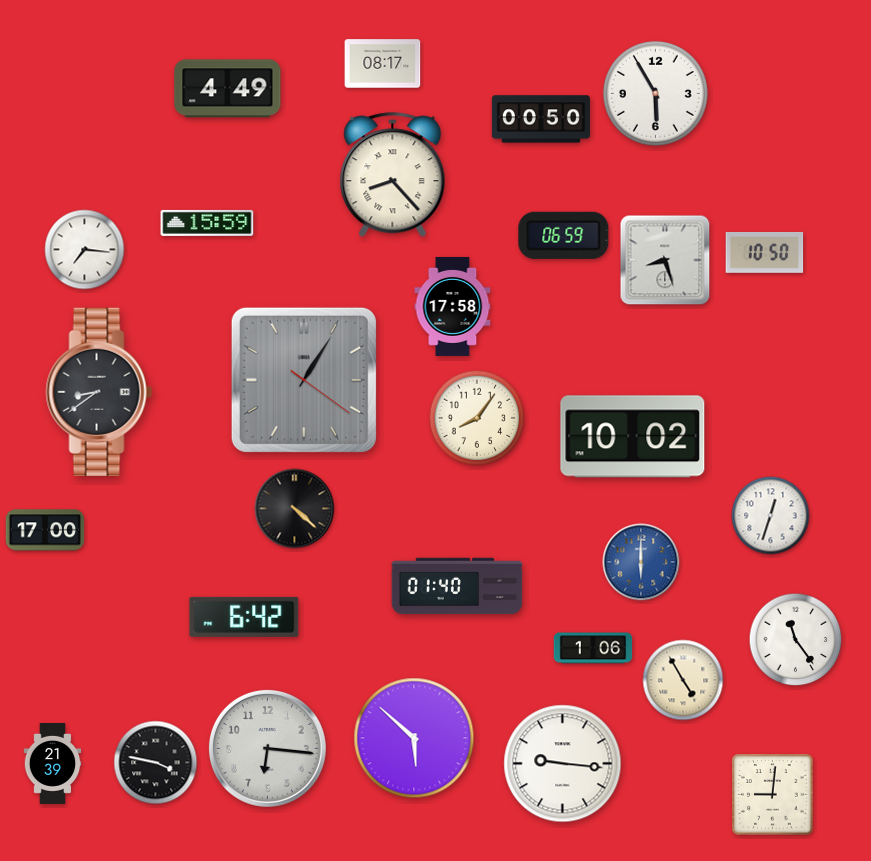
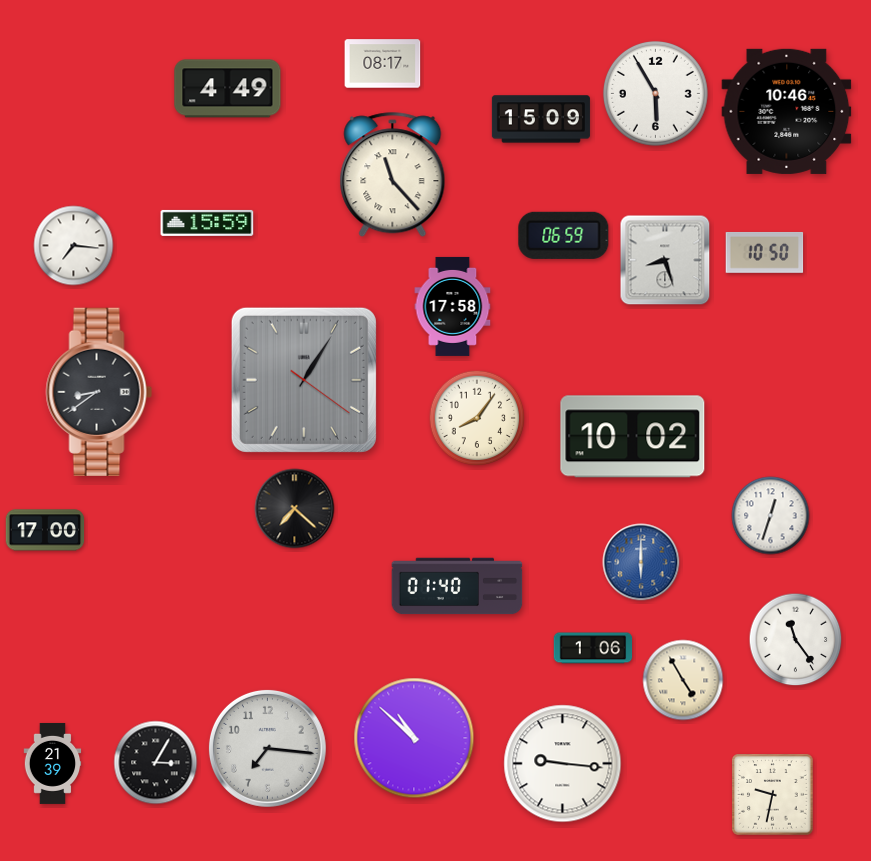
clock at (787, 111): none -> 10:46
clock at (541, 119): 00:50 -> 15:09
clock at (393, 175): 8:23 -> 11:23
clock at (85, 250) position: (85, 250) -> (74, 246)
clock at (295, 509): 4:22 -> 7:22
clock at (244, 617): 6:42 -> none
clock at (414, 738): 5:52 -> 10:52
clock at (267, 748): 6:16 -> 7:16
clock at (156, 763): 3:47 -> 3:05
clock at (773, 795): 9:01 -> 9:32
